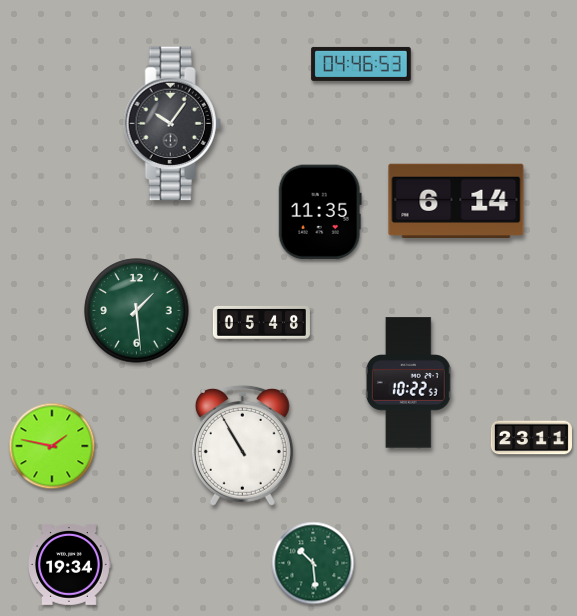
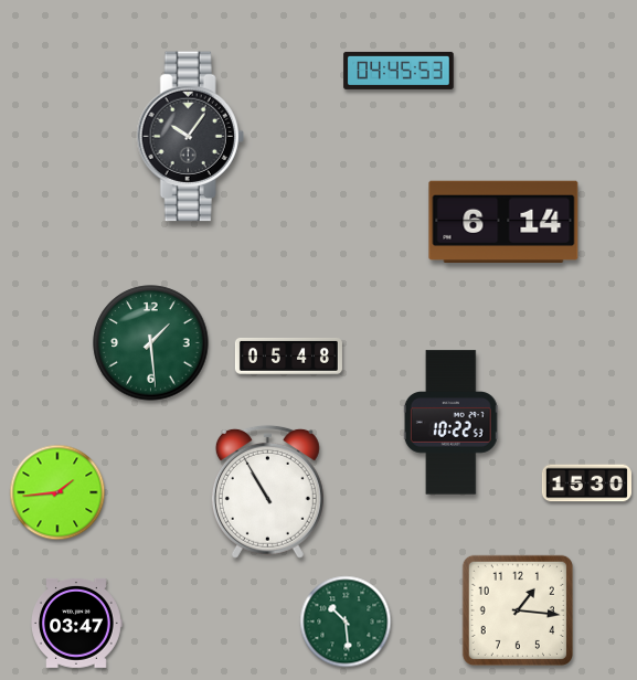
clock at (361, 64): 04:46 -> 04:45
clock at (320, 212): 11:35 -> none
clock at (531, 438): 23:11 -> 15:30
clock at (52, 446): 1:47 -> 1:44
clock at (518, 610): none -> 1:16
clock at (69, 564): 19:34 -> 03:47
